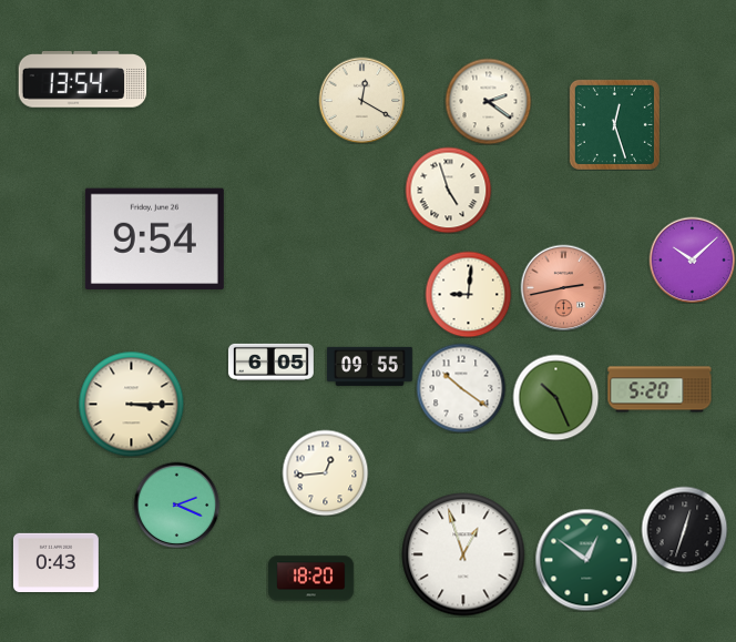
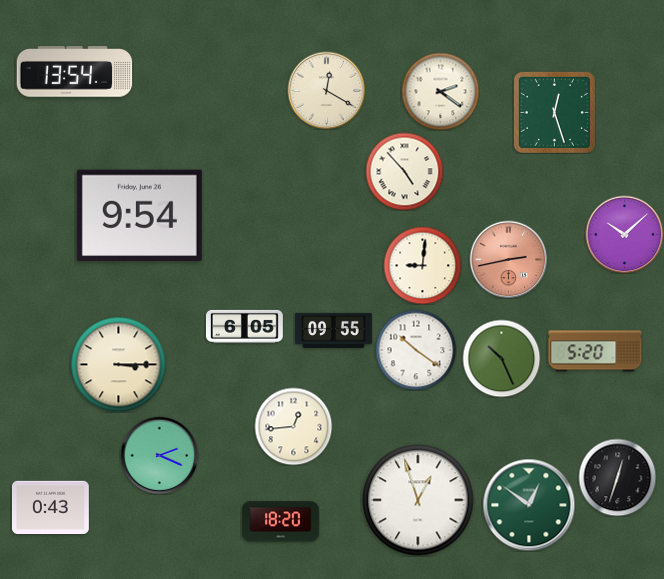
clock at (448, 190): 4:57 -> 4:53
